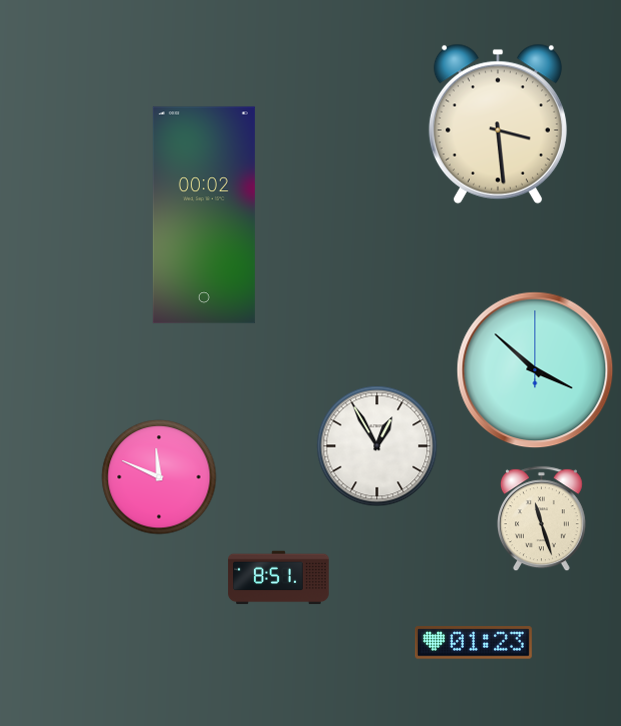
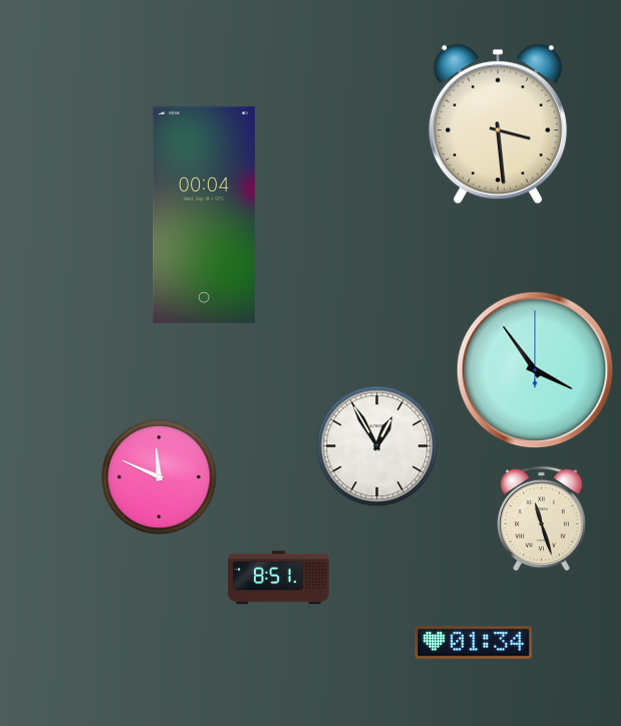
clock at (204, 215): 00:02 -> 00:04
clock at (535, 370): 3:52 -> 3:54
clock at (473, 643): 01:23 -> 01:34
